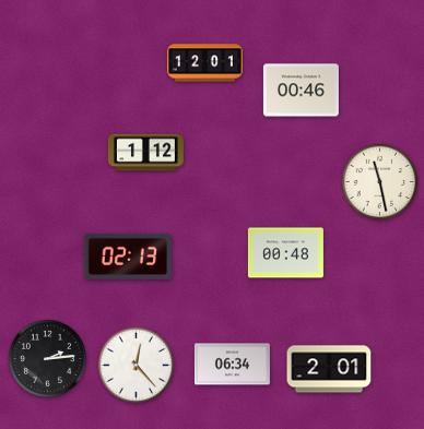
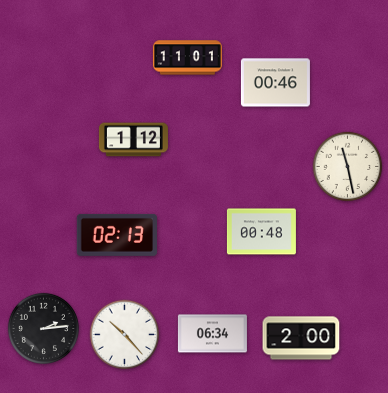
clock at (204, 63): 12:01 -> 11:01
clock at (137, 366): 12:23 -> 10:23
clock at (329, 369): 2:01 -> 2:00
